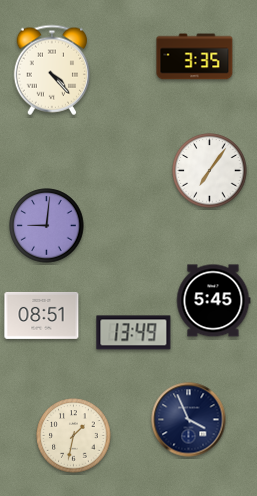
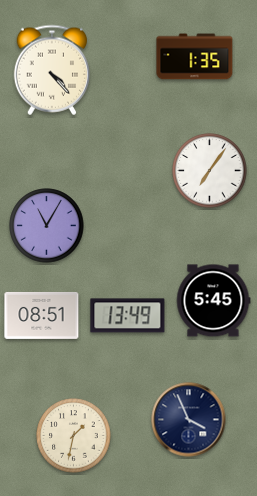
clock at (195, 57): 3:35 -> 1:35
clock at (47, 226): 9:01 -> 11:05
clock at (134, 333) position: (134, 333) -> (128, 316)
